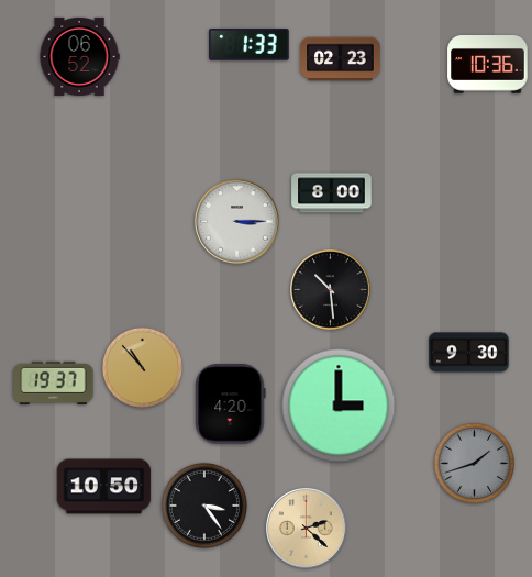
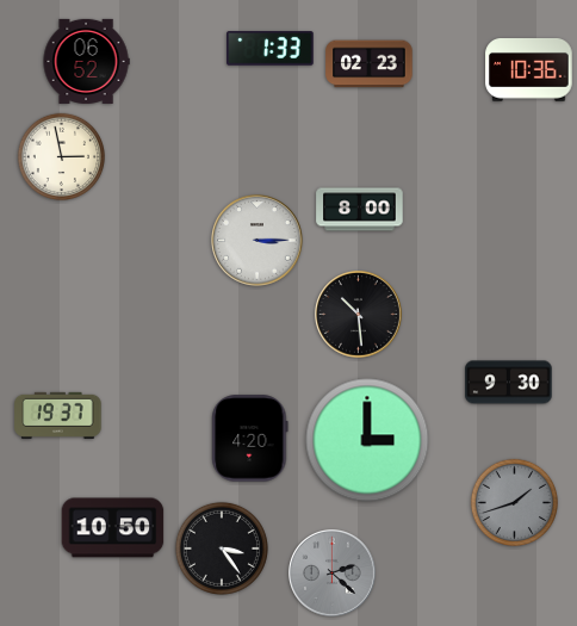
clock at (61, 156): none -> 2:58
clock at (142, 367): 10:53 -> none
clock at (307, 529) dial: champagne -> grey
